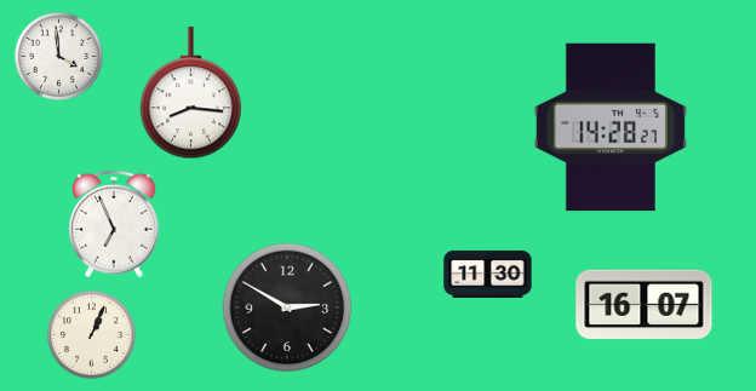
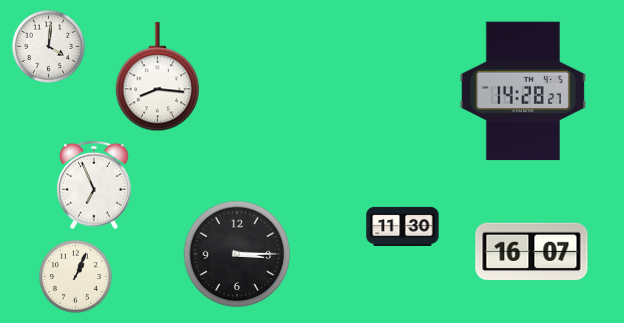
clock at (59, 57): 3:59 -> 4:01
clock at (611, 127) position: (611, 127) -> (523, 91)
clock at (287, 307): 2:50 -> 3:15
